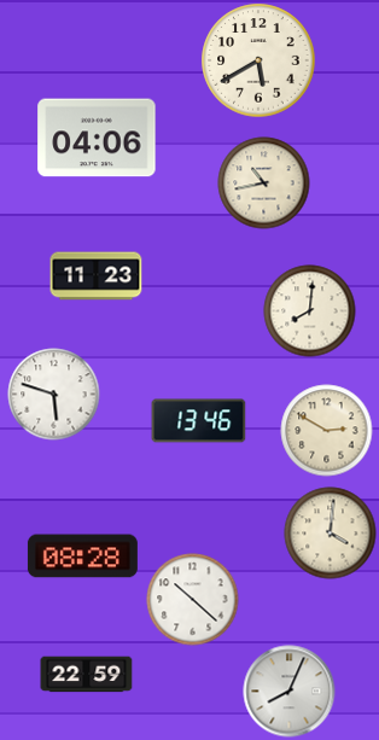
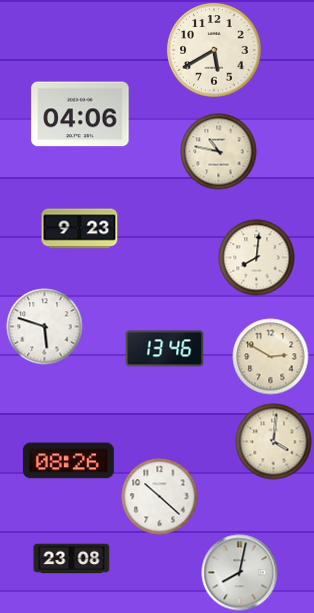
clock at (264, 183): 10:43 -> 10:47
clock at (97, 276): 11:23 -> 9:23
clock at (82, 557): 08:28 -> 08:26
clock at (87, 675): 22:59 -> 23:08
clock at (290, 692): 8:04 -> 8:02
